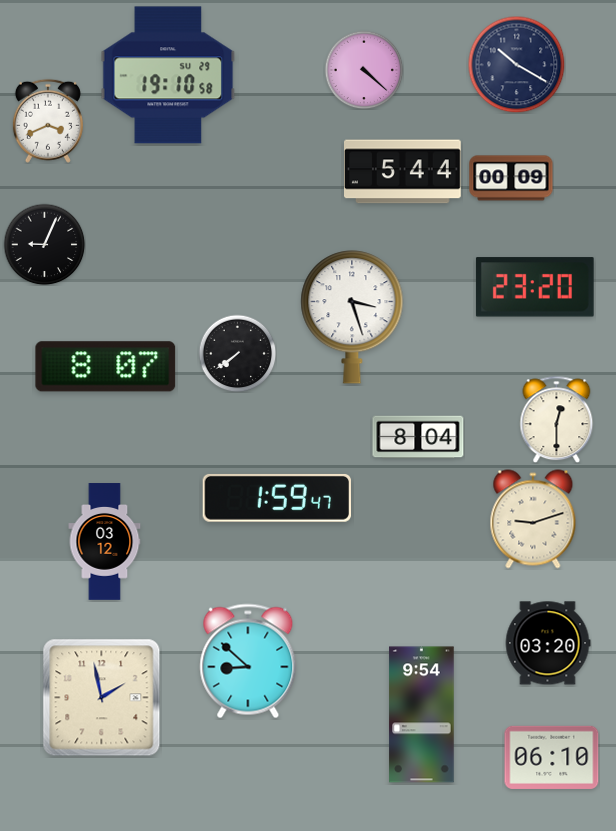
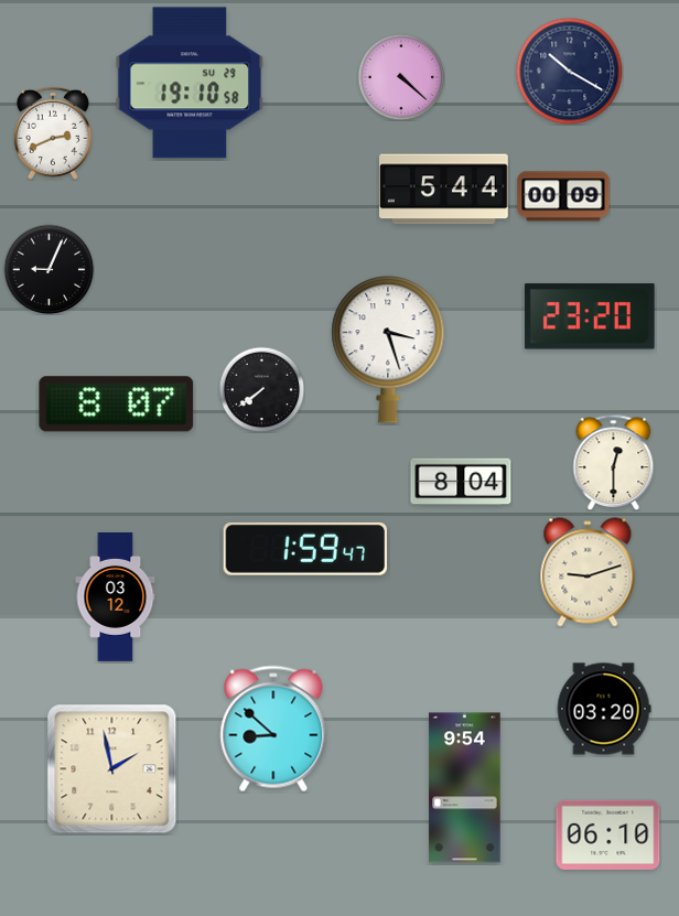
clock at (168, 75) position: (168, 75) -> (190, 83)
clock at (48, 121): 3:41 -> 2:41
